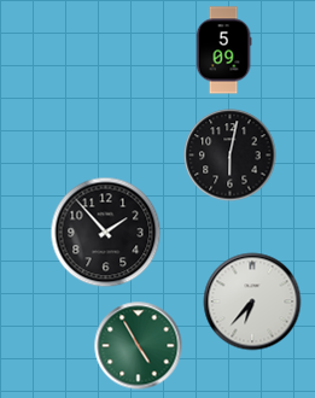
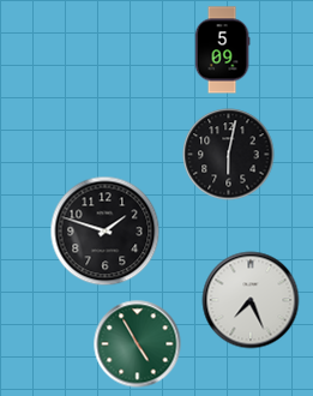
clock at (106, 233): 1:53 -> 1:48
clock at (252, 302): 6:37 -> 7:26
